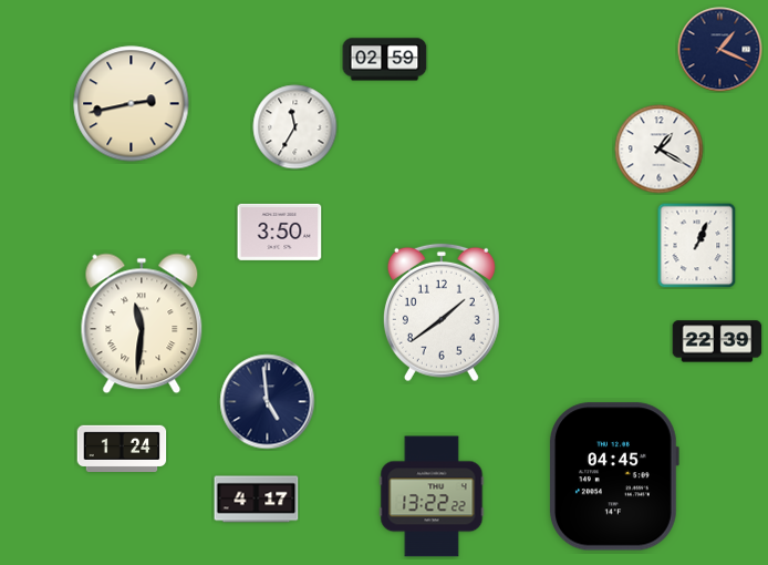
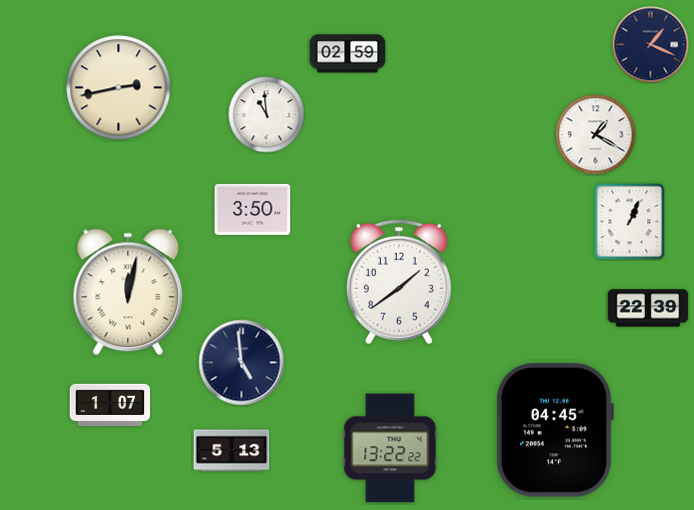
clock at (132, 104) position: (132, 104) -> (119, 88)
clock at (295, 127): 11:35 -> 10:59
clock at (142, 323): 11:31 -> 12:02
clock at (122, 449): 1:24 -> 1:07
clock at (257, 500): 4:17 -> 5:13
